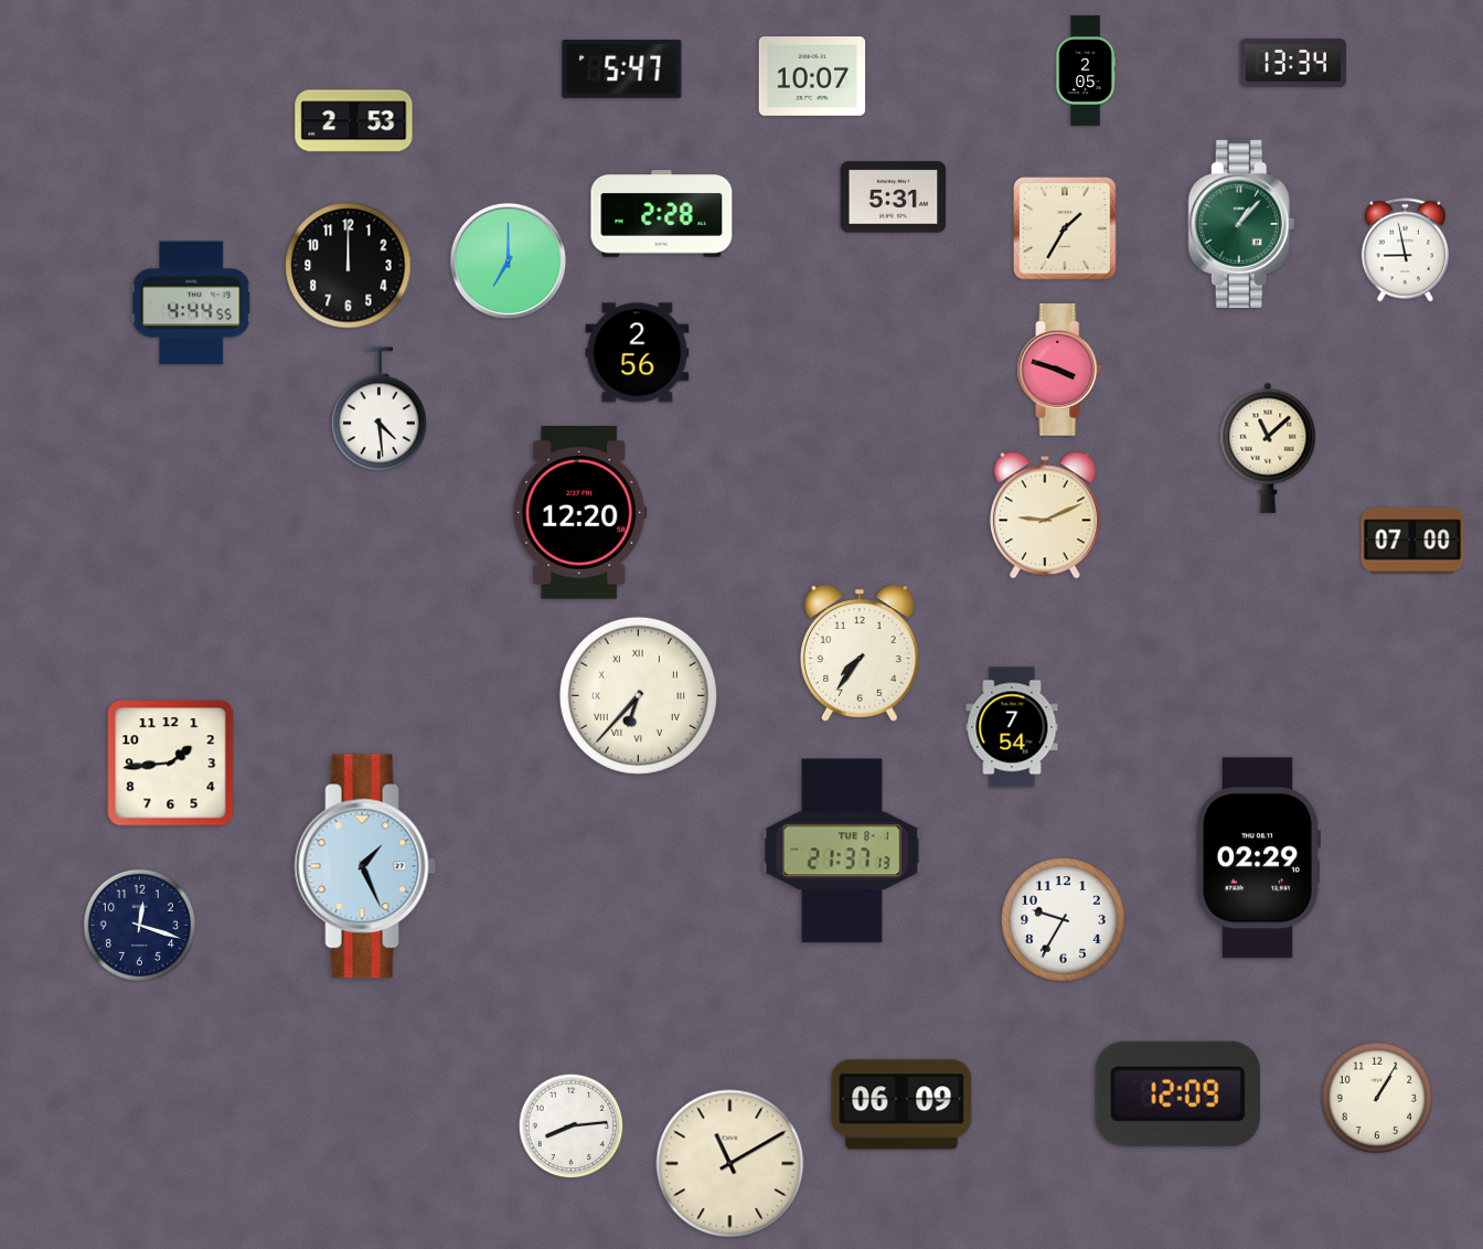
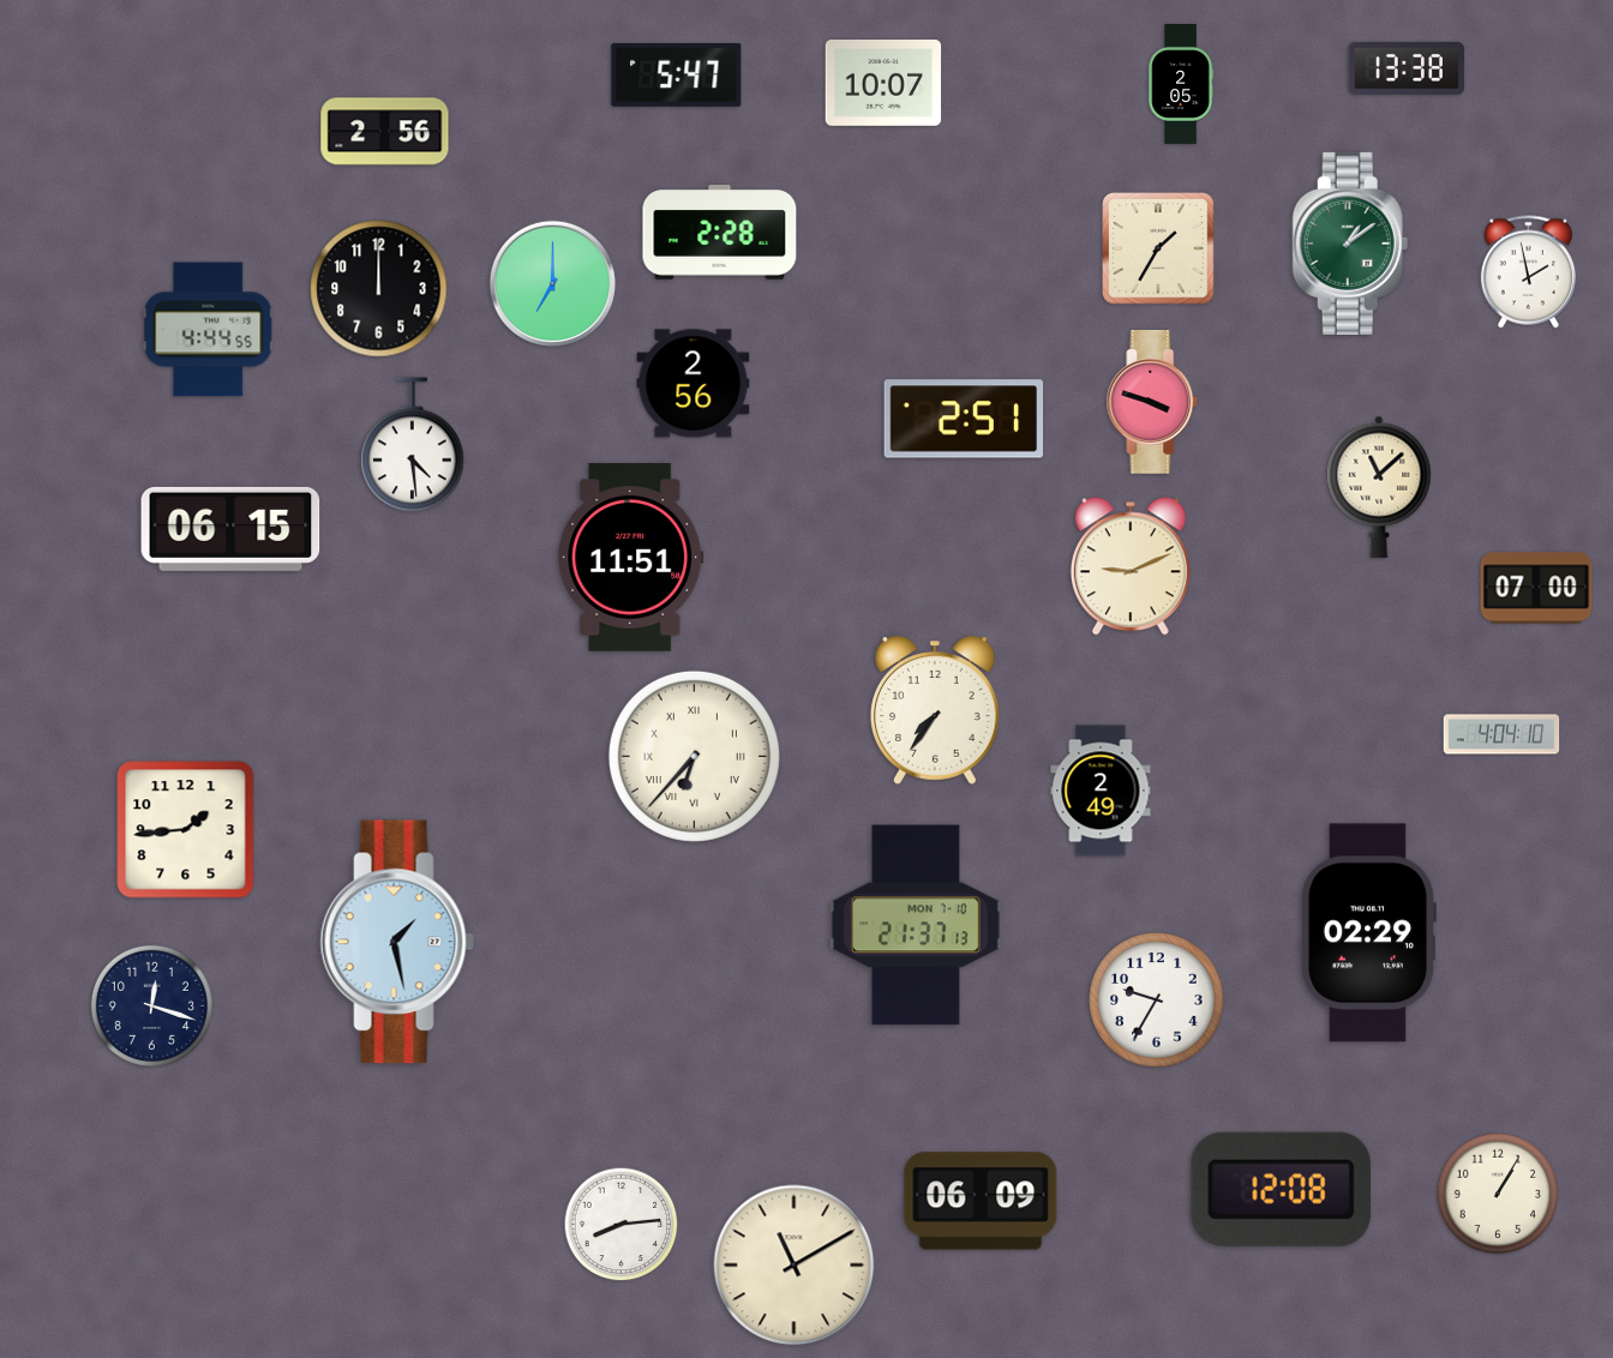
clock at (1293, 63): 13:34 -> 13:38
clock at (1086, 71) position: (1086, 71) -> (1181, 84)
clock at (354, 121): 2:53 -> 2:56
clock at (894, 198): 5:31 -> none
clock at (1241, 224): 1:07 -> 1:09
clock at (1405, 250): 8:58 -> 1:58
clock at (964, 419): none -> 2:51
clock at (230, 529): none -> 06:15
clock at (580, 513): 12:20 -> 11:51
clock at (1045, 515) position: (1045, 515) -> (1131, 566)
clock at (1501, 734): none -> 4:04
clock at (1012, 727): 7:54 -> 2:49
clock at (842, 851) date: TUE 8-1 -> MON 7-10
clock at (365, 866): 1:26 -> 1:28
clock at (1177, 1093): 12:09 -> 12:08
